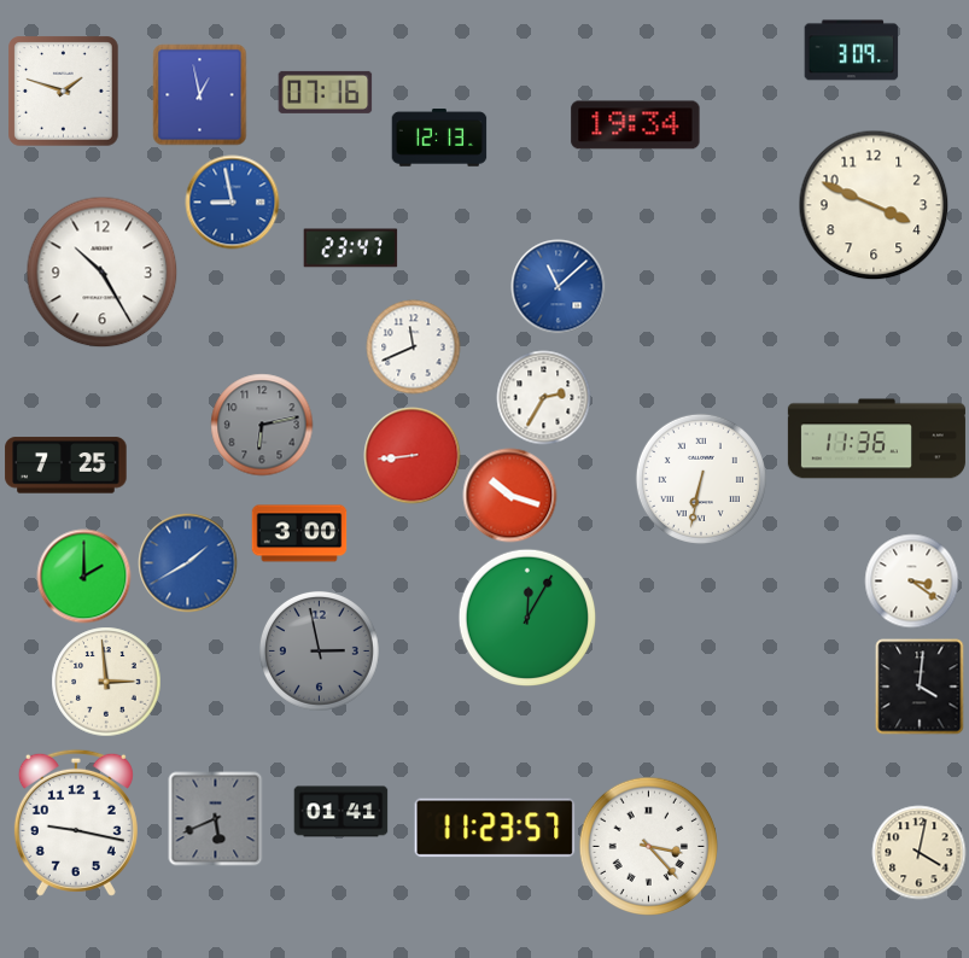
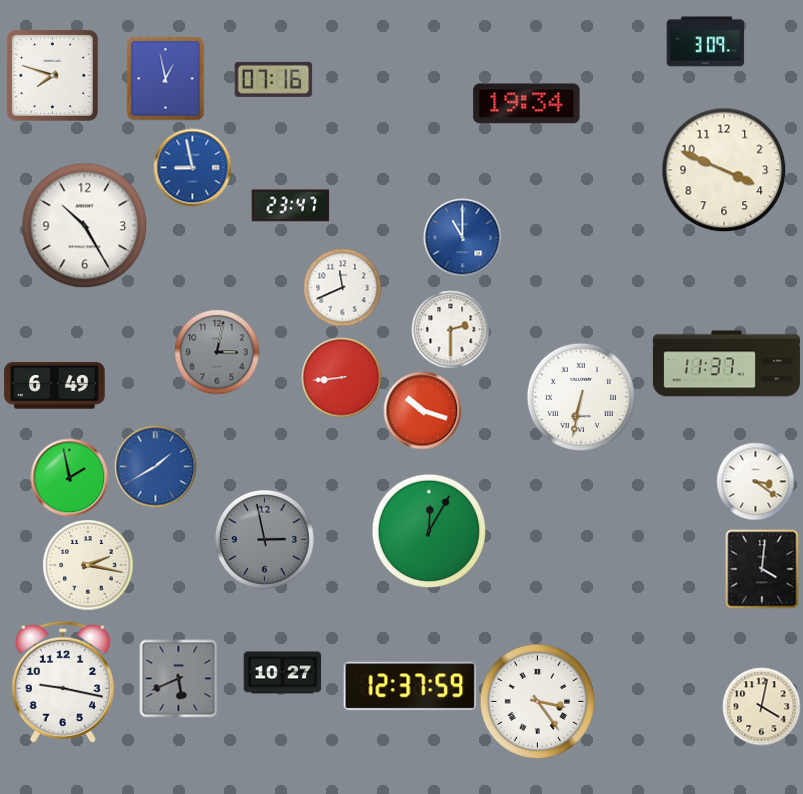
clock at (63, 90): 1:48 -> 7:48
clock at (325, 92) position: (325, 92) -> (273, 79)
clock at (439, 138): 12:13 -> none
clock at (558, 286): 11:08 -> 11:00
clock at (543, 397): 2:35 -> 2:30
clock at (262, 425): 6:13 -> 3:02
clock at (876, 439): 11:36 -> 11:37
clock at (66, 466): 7:25 -> 6:49
clock at (299, 533): 3:00 -> none
clock at (83, 576): 2:00 -> 1:58
clock at (526, 617) position: (526, 617) -> (428, 530)
clock at (106, 682): 2:59 -> 2:17
clock at (340, 812): 01:41 -> 10:27
clock at (495, 828): 11:23 -> 12:37
clock at (648, 846): 3:23 -> 3:24
